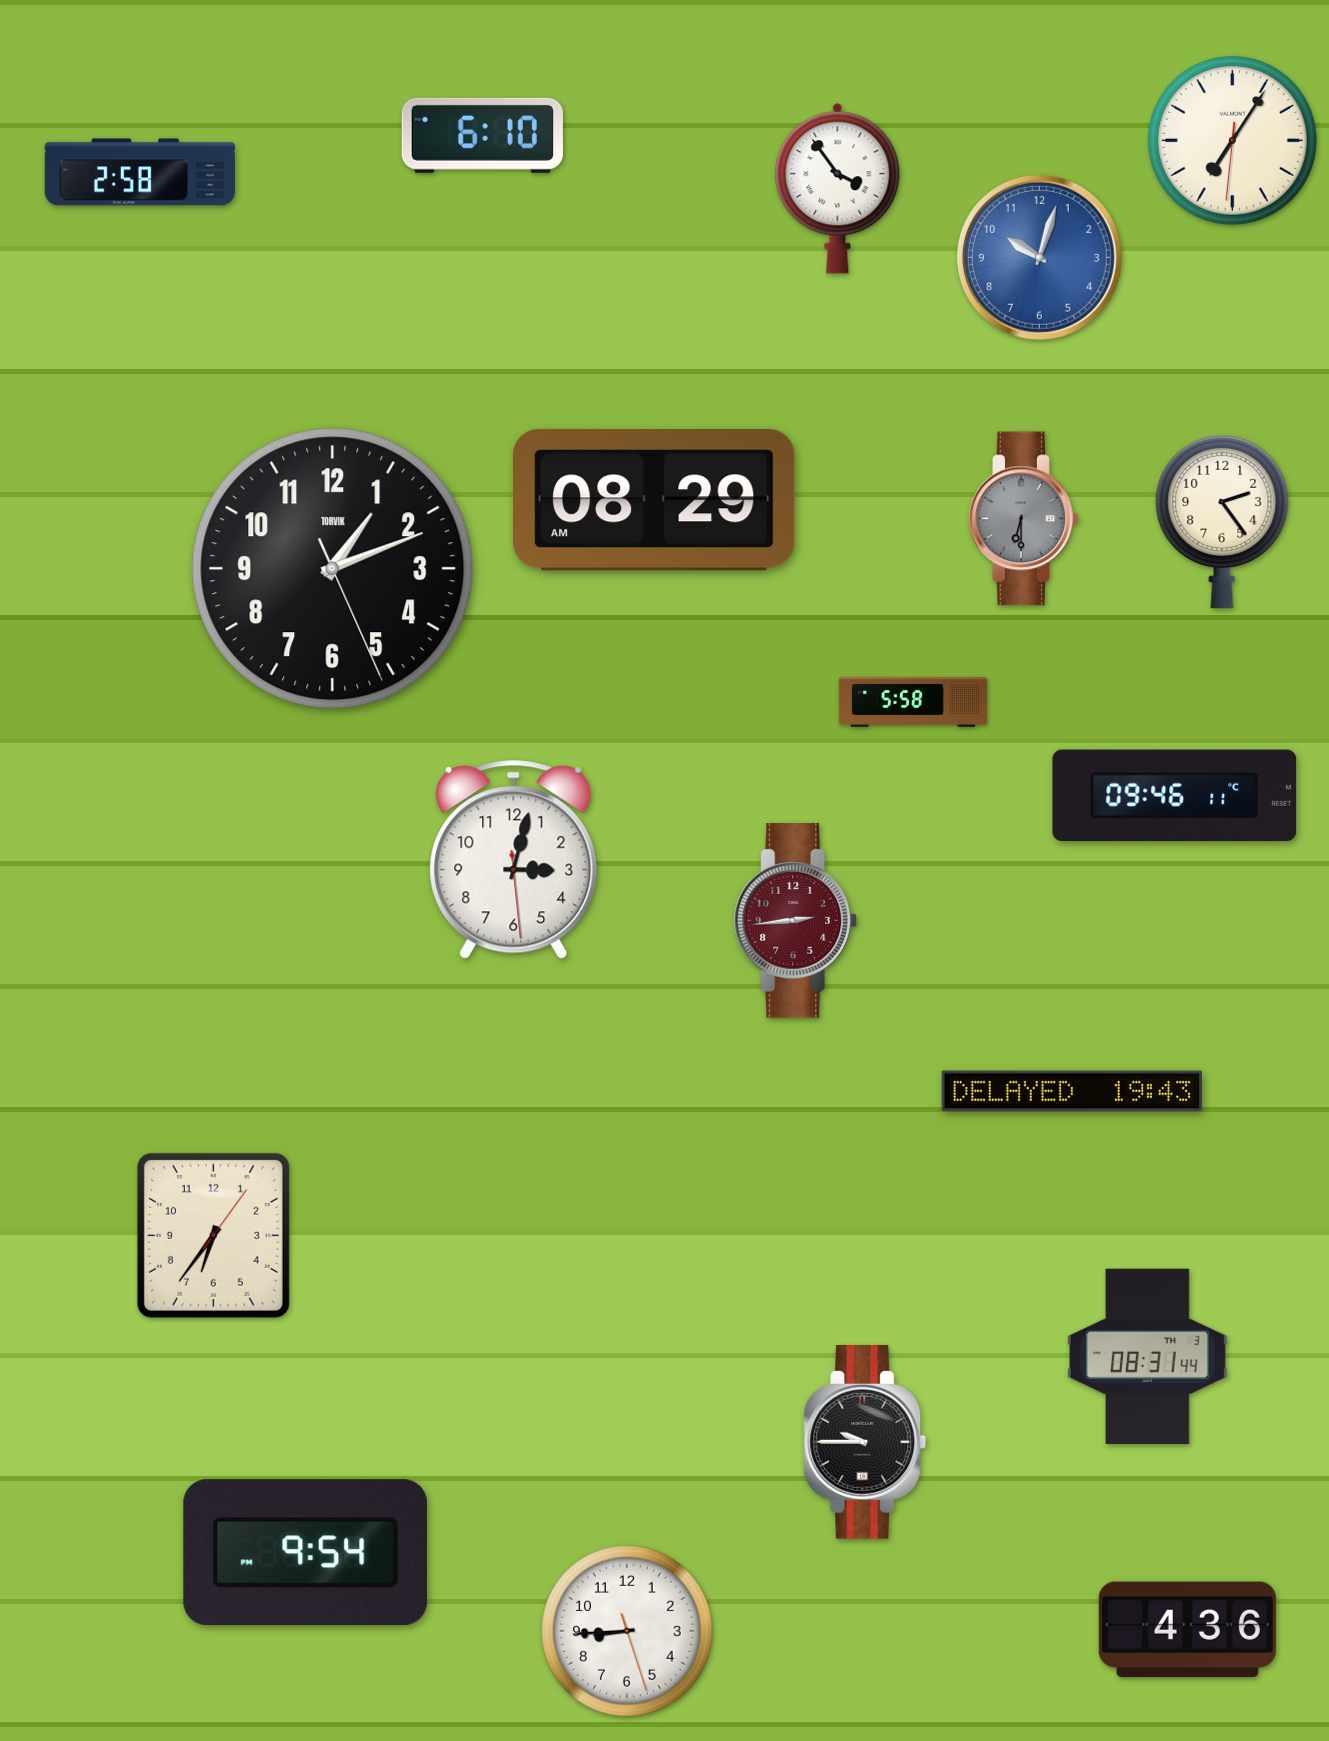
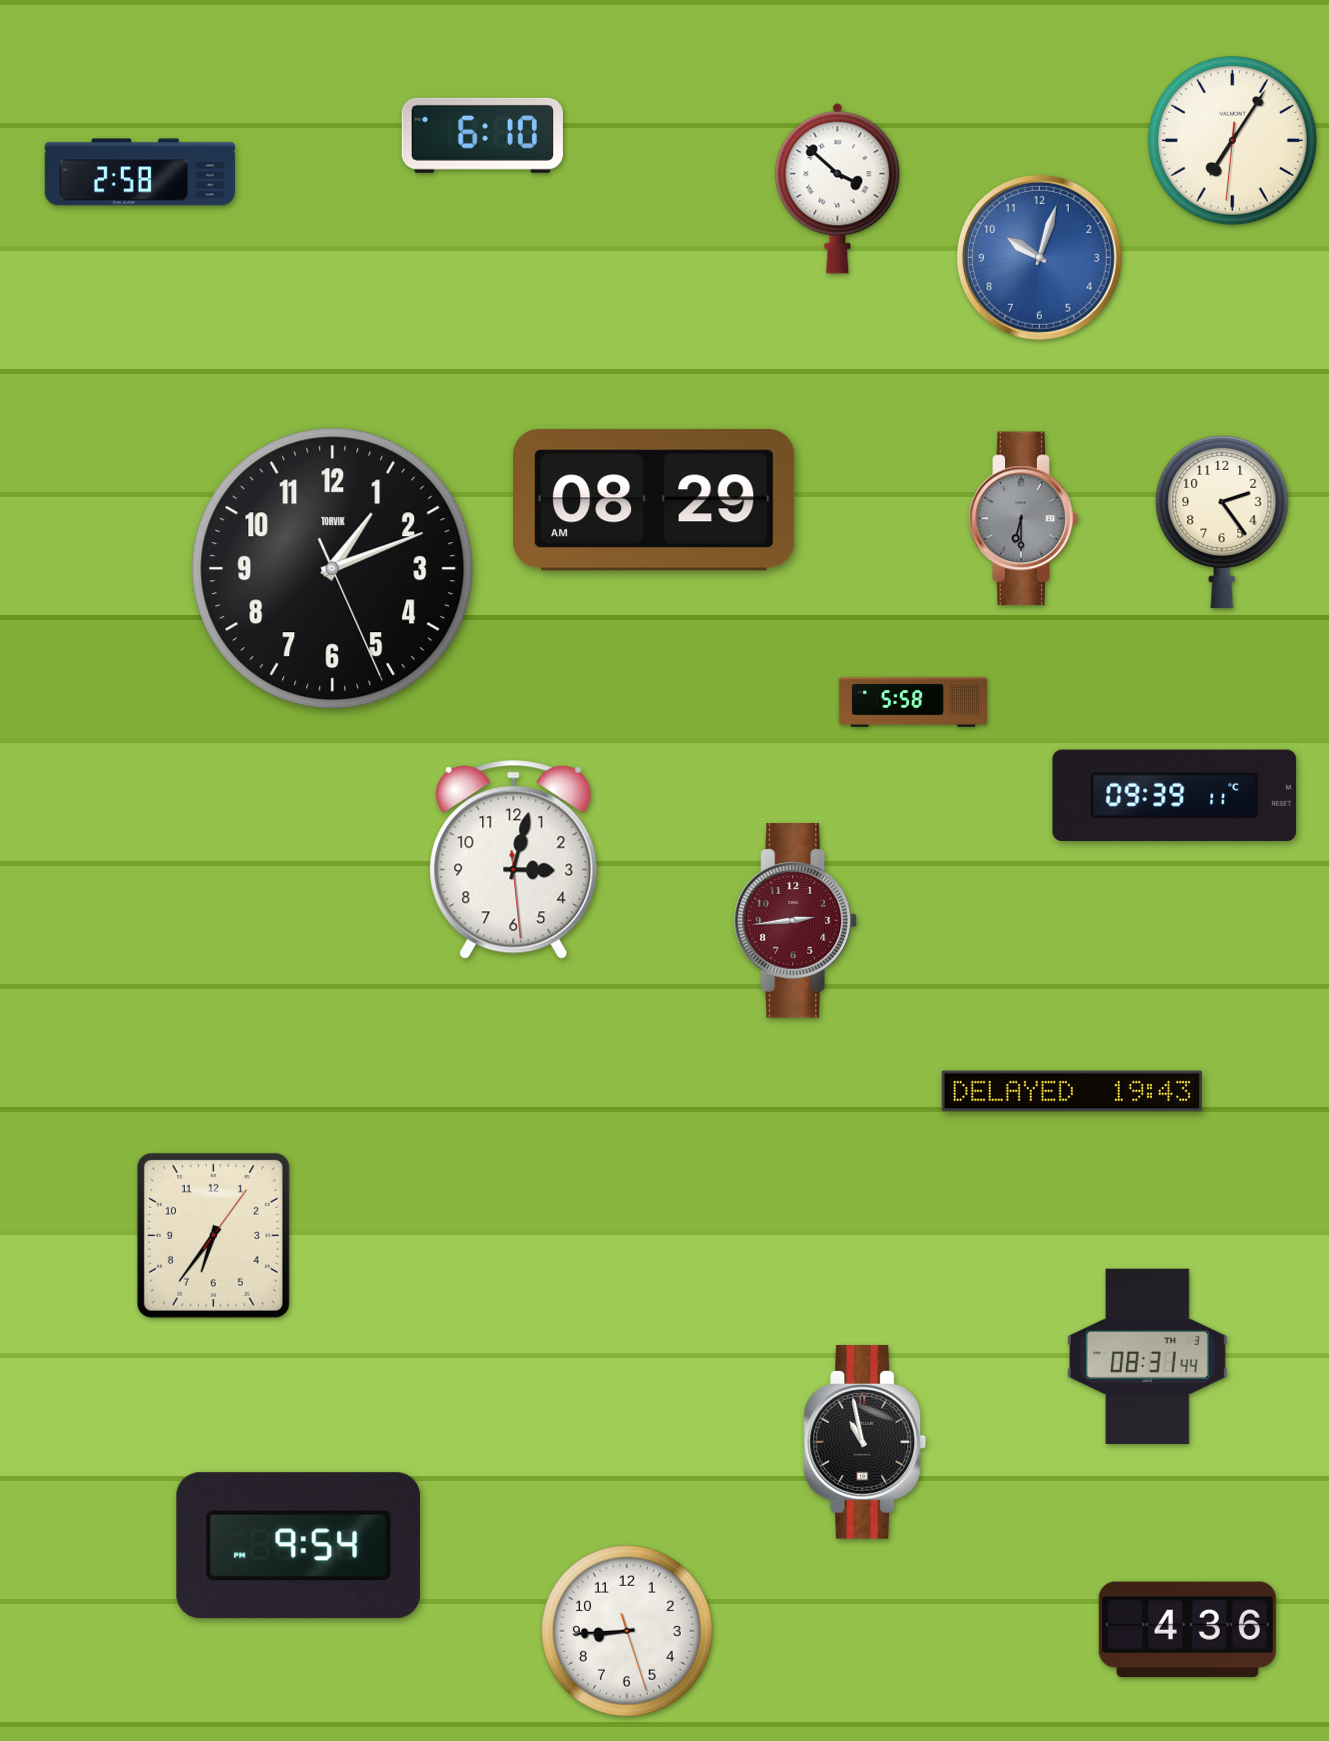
clock at (838, 189): 3:54 -> 3:52
clock at (1175, 795): 09:46 -> 09:39
clock at (865, 1442): 9:45 -> 10:58
clock at (305, 1553) position: (305, 1553) -> (298, 1546)
